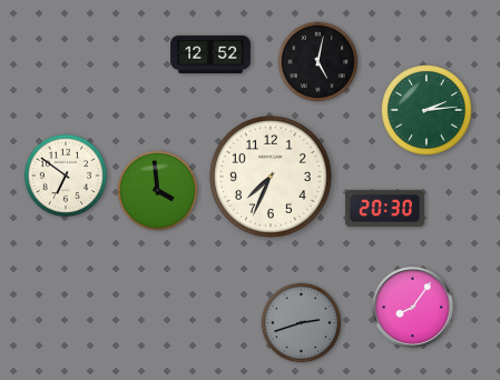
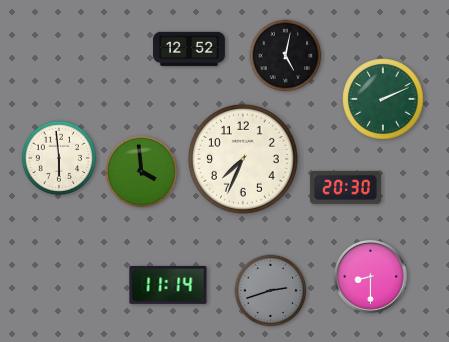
clock at (427, 110): 2:14 -> 2:11
clock at (65, 174): 6:51 -> 5:59
clock at (413, 308): 8:06 -> 8:30
clock at (168, 285): none -> 11:14
